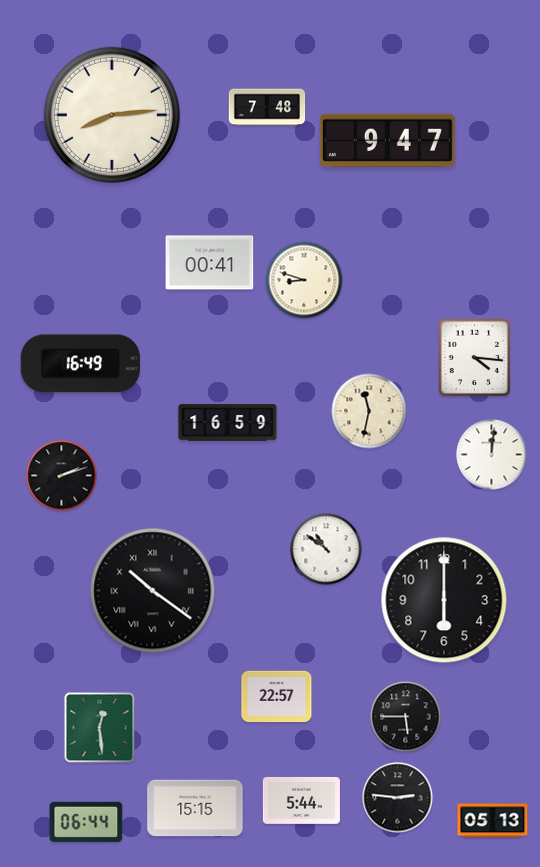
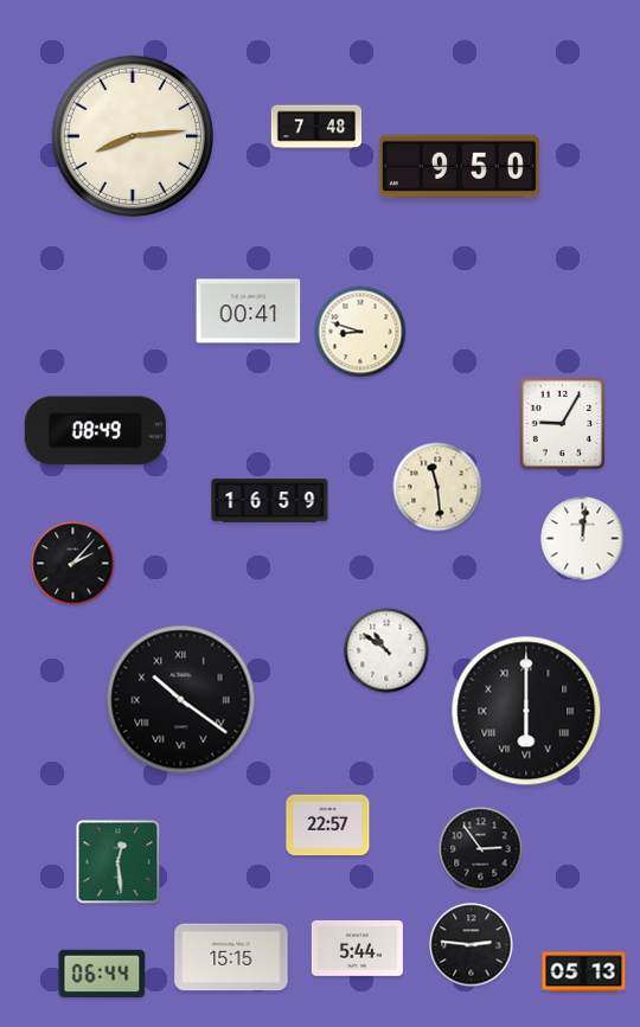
clock at (387, 141): 9:47 -> 9:50
clock at (475, 358): 4:16 -> 9:05
clock at (80, 364): 16:49 -> 08:49
clock at (369, 411): 11:32 -> 11:29
clock at (62, 476): 2:12 -> 2:07
clock at (444, 600) numerals: Arabic -> Roman
clock at (406, 717): 5:45 -> 2:54
